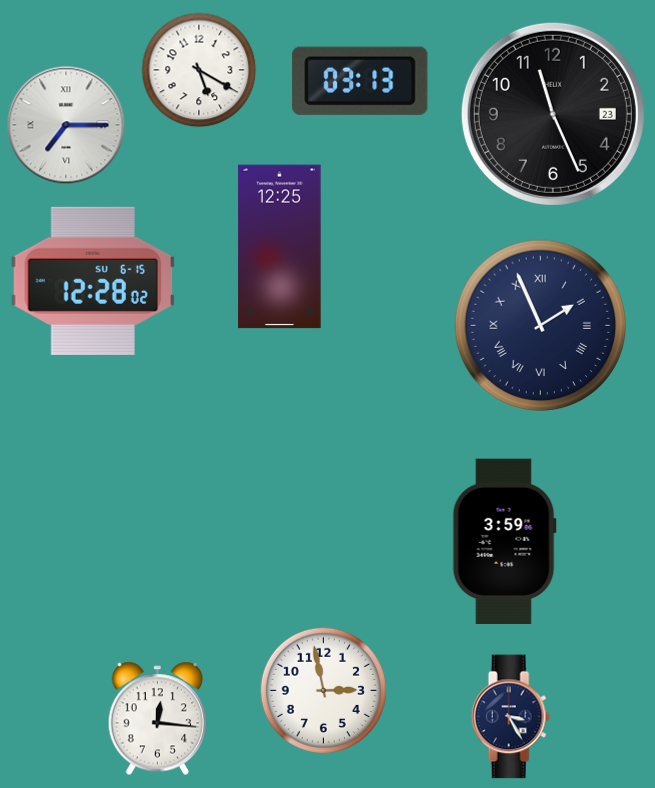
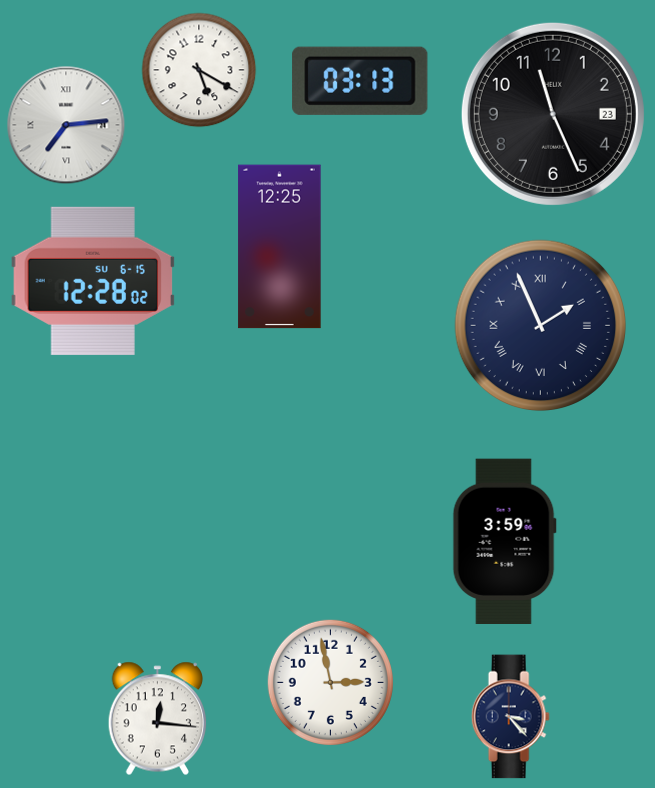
clock at (66, 125): 7:15 -> 7:14
clock at (323, 690) position: (323, 690) -> (330, 682)
clock at (510, 717): 3:25 -> 3:23
